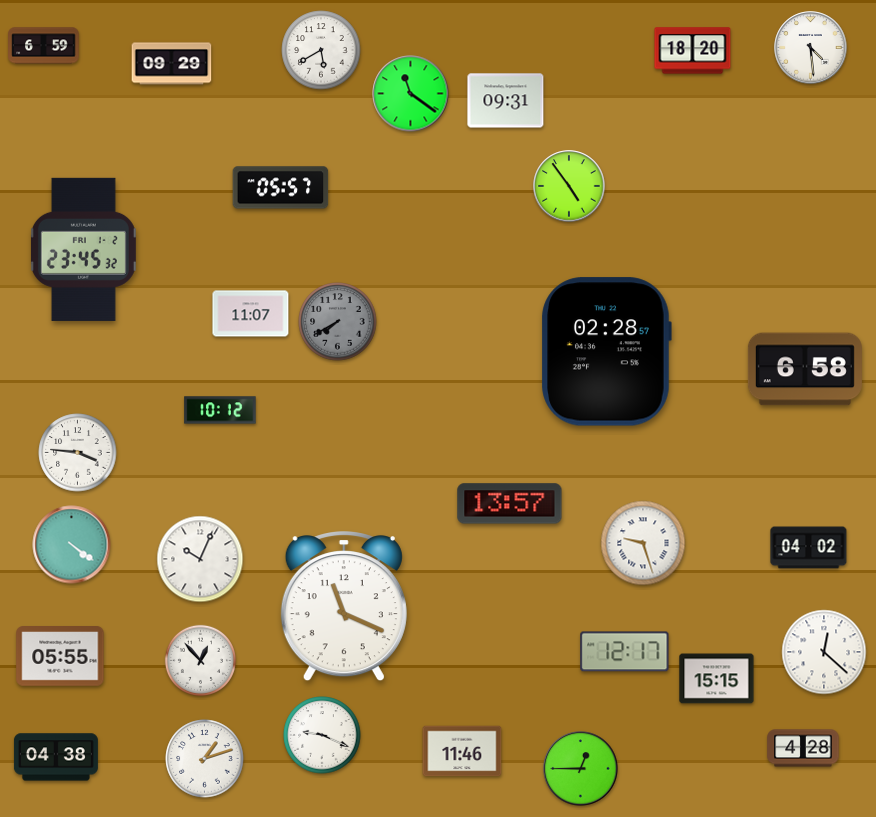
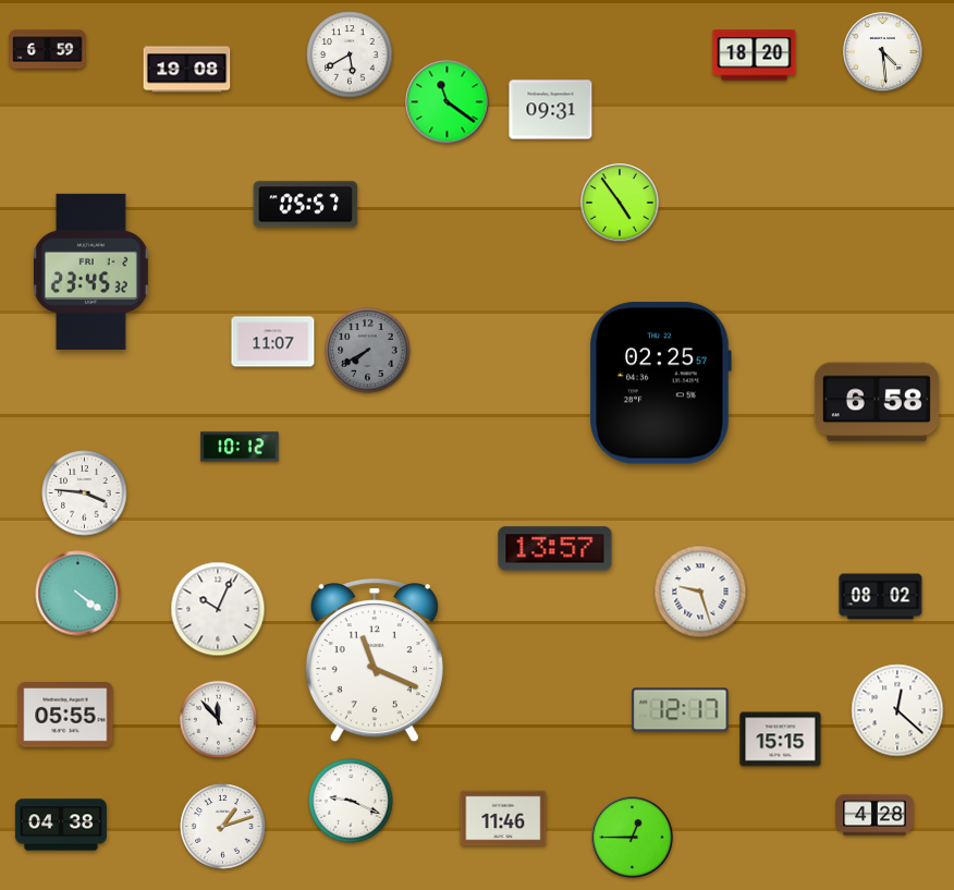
clock at (172, 64): 09:29 -> 19:08
clock at (606, 352): 02:28 -> 02:25
clock at (809, 548): 04:02 -> 08:02
clock at (200, 660): 12:53 -> 11:53
